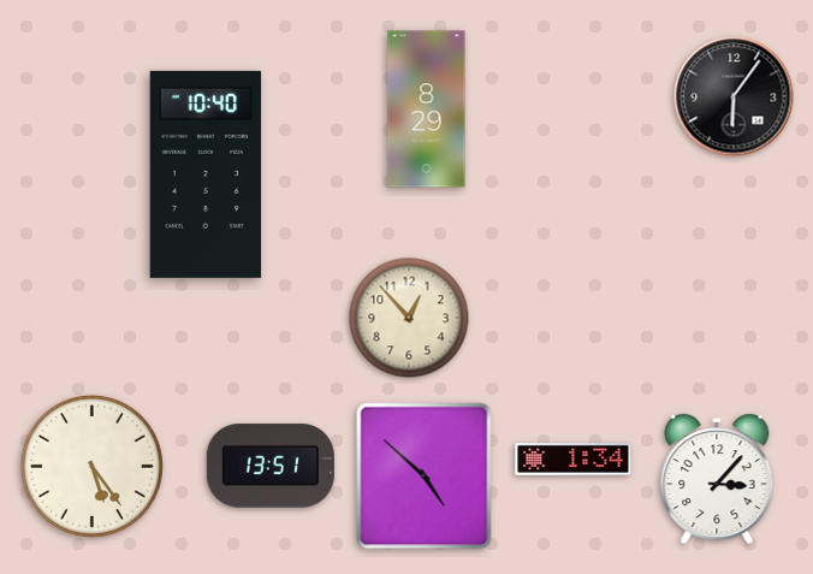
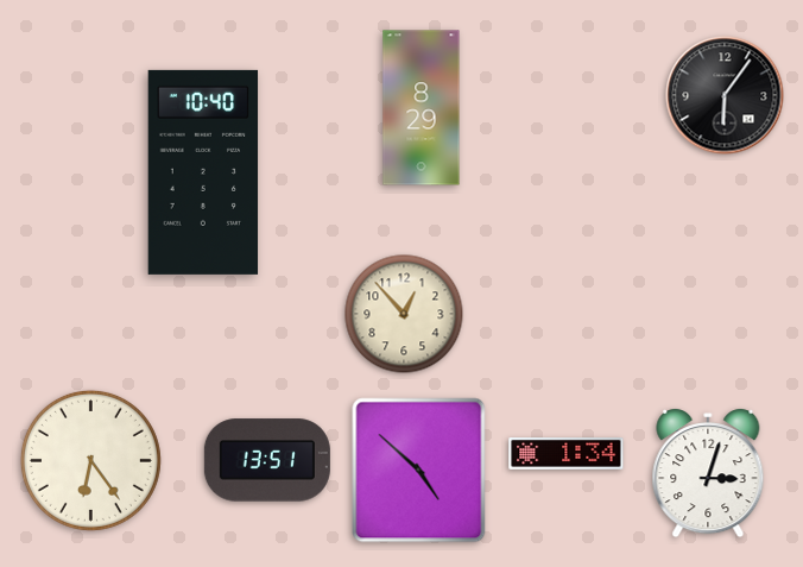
clock at (91, 466): 5:24 -> 6:24
clock at (717, 480): 3:07 -> 3:03
